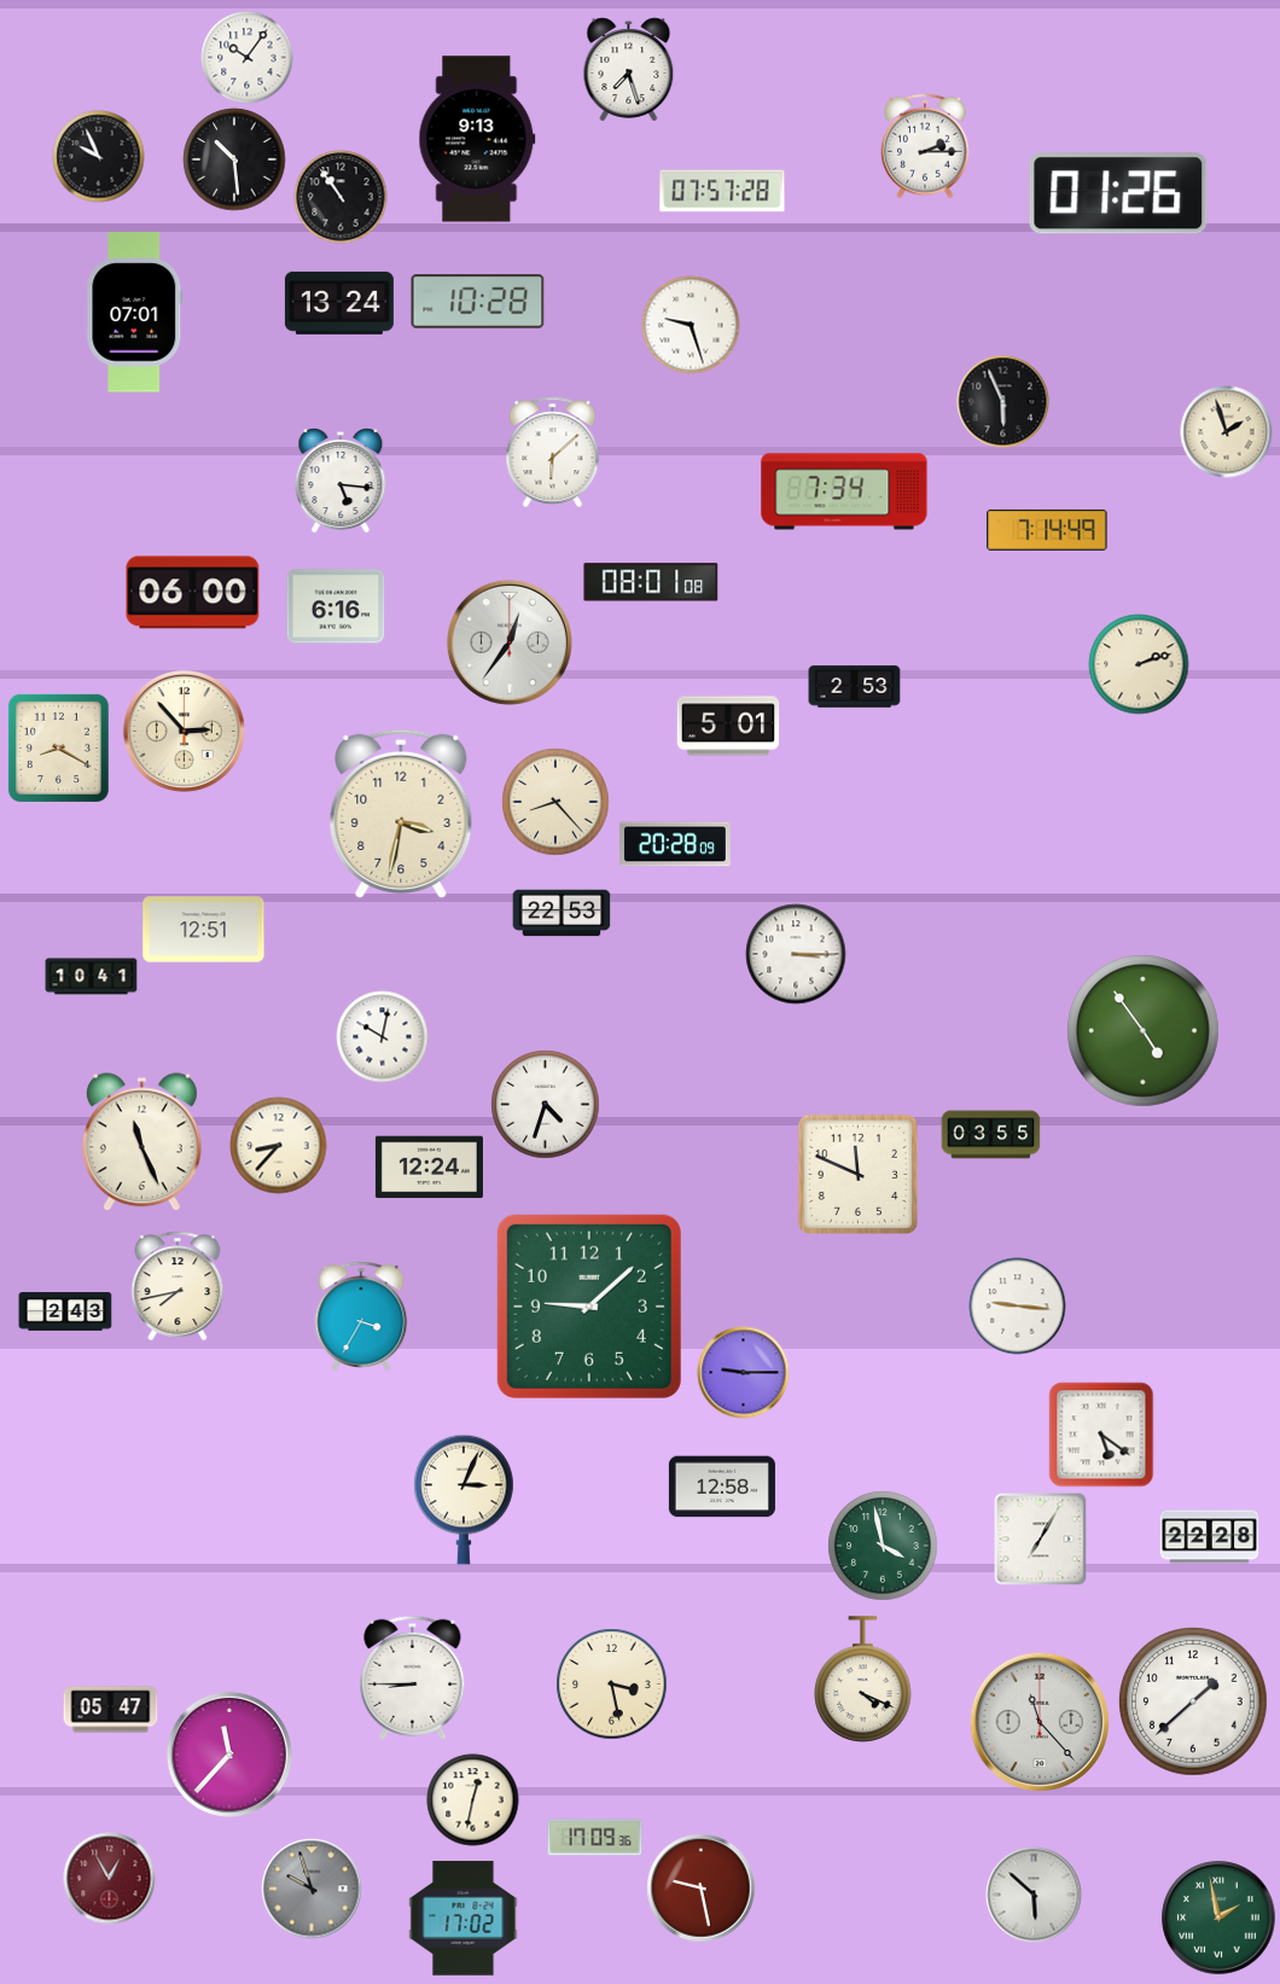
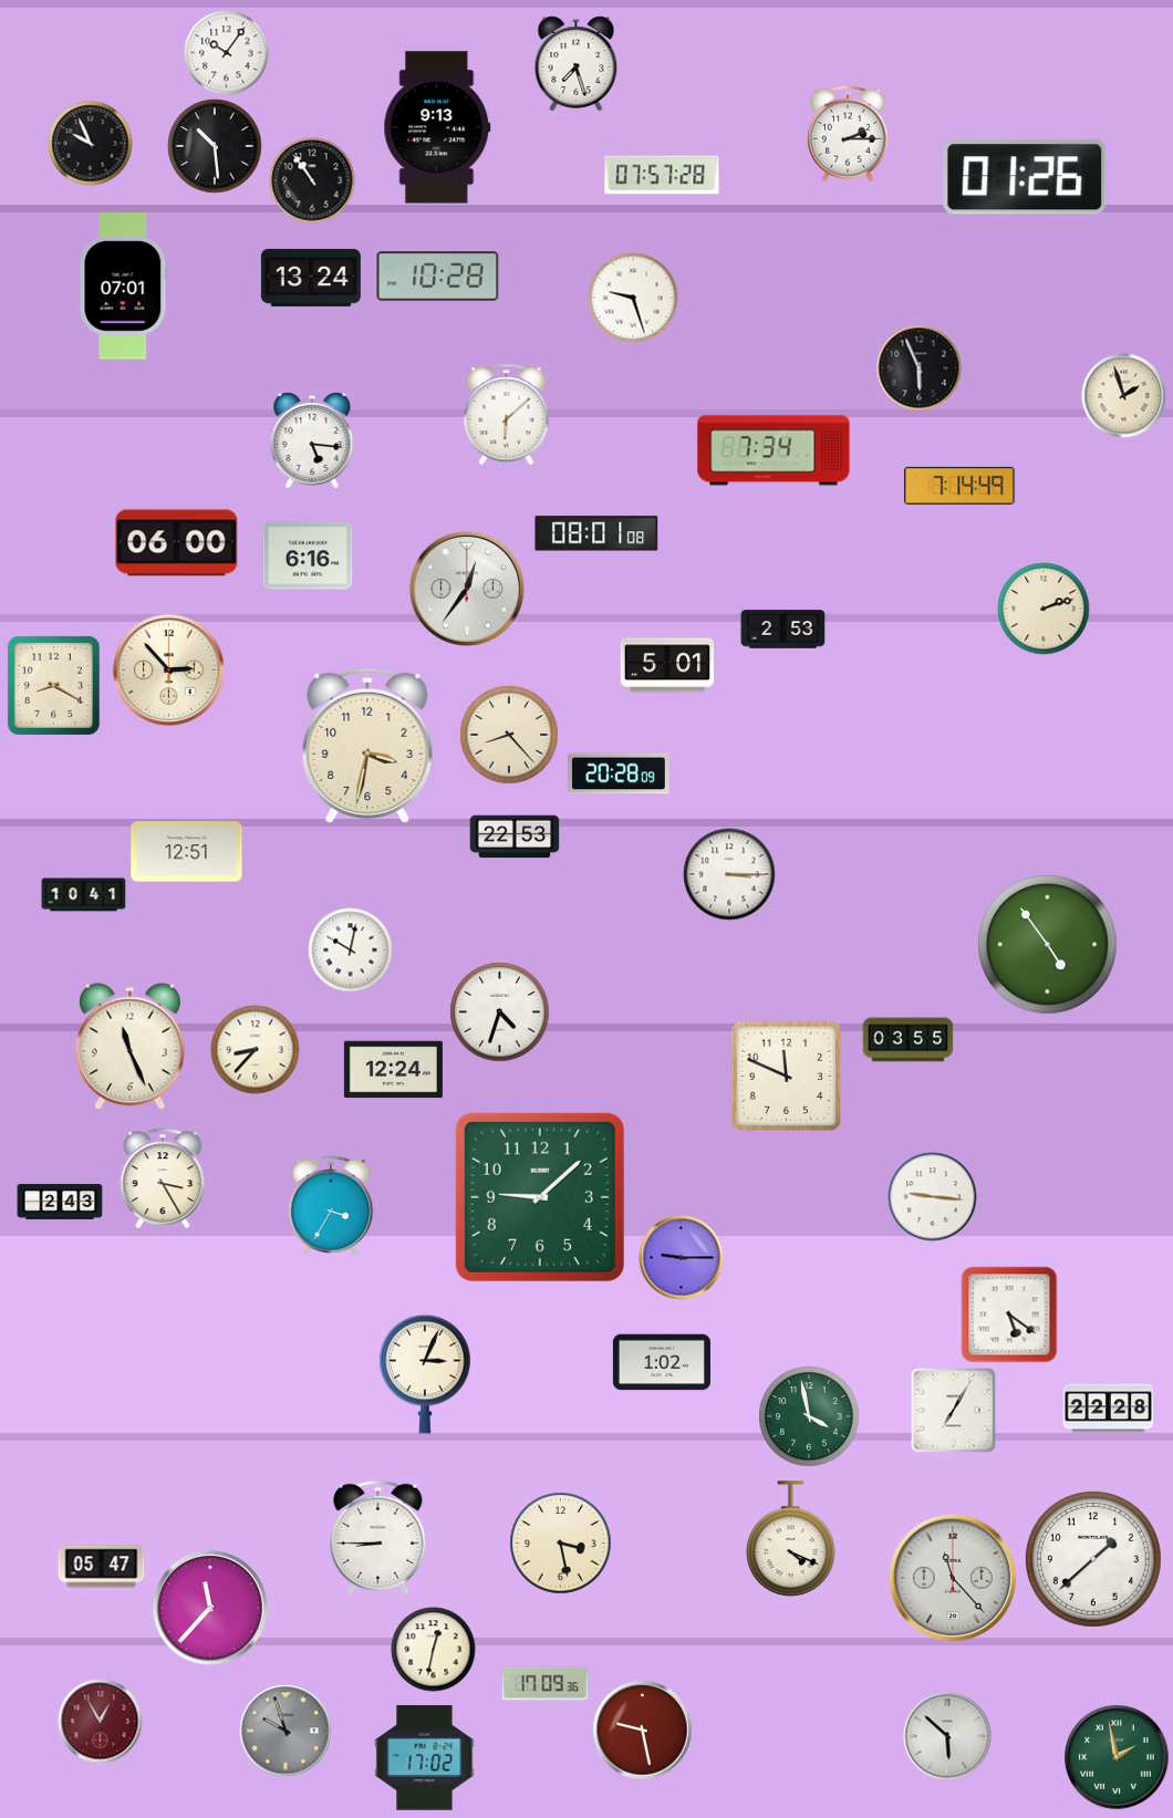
clock at (178, 1286): 7:43 -> 3:25
clock at (722, 1486): 12:58 -> 1:02
